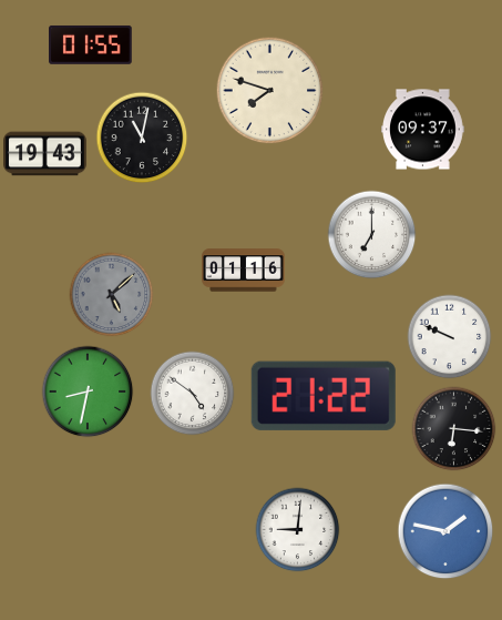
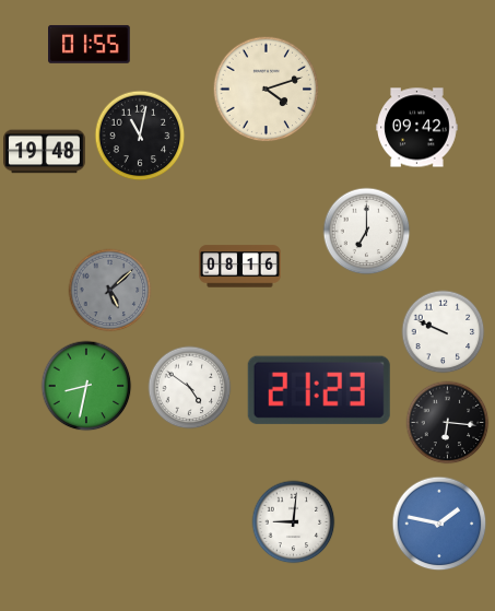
clock at (270, 91): 7:48 -> 4:12
clock at (423, 130): 09:37 -> 09:42
clock at (45, 154): 19:43 -> 19:48
clock at (244, 271): 01:16 -> 08:16
clock at (324, 396): 21:22 -> 21:23
